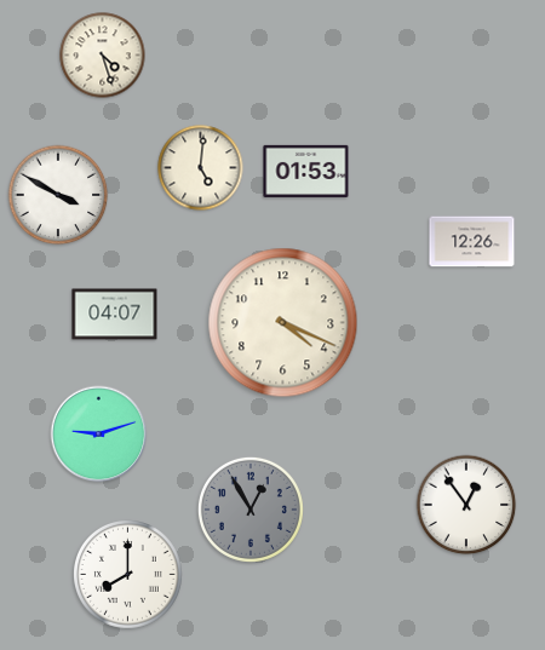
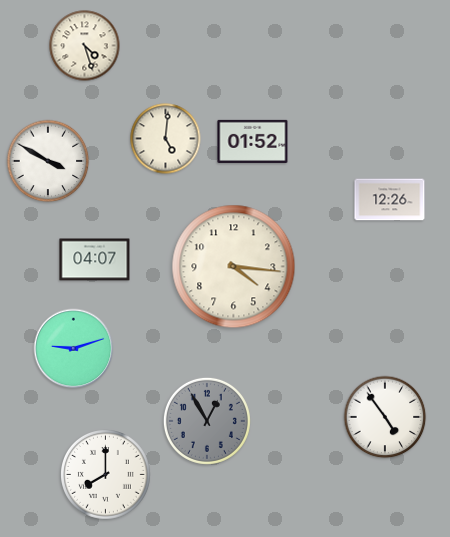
clock at (306, 171): 01:53 -> 01:52
clock at (283, 323): 4:19 -> 4:16
clock at (99, 435) position: (99, 435) -> (74, 349)
clock at (466, 505): 12:54 -> 4:54
